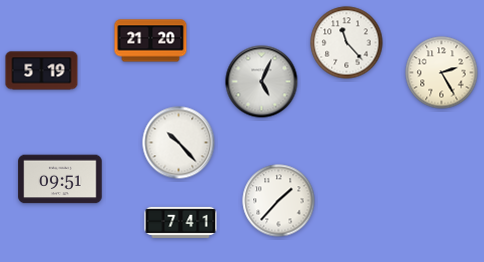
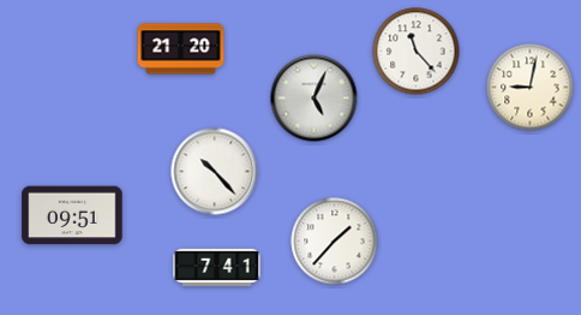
clock at (42, 71): 5:19 -> none
clock at (442, 73): 2:25 -> 9:02
